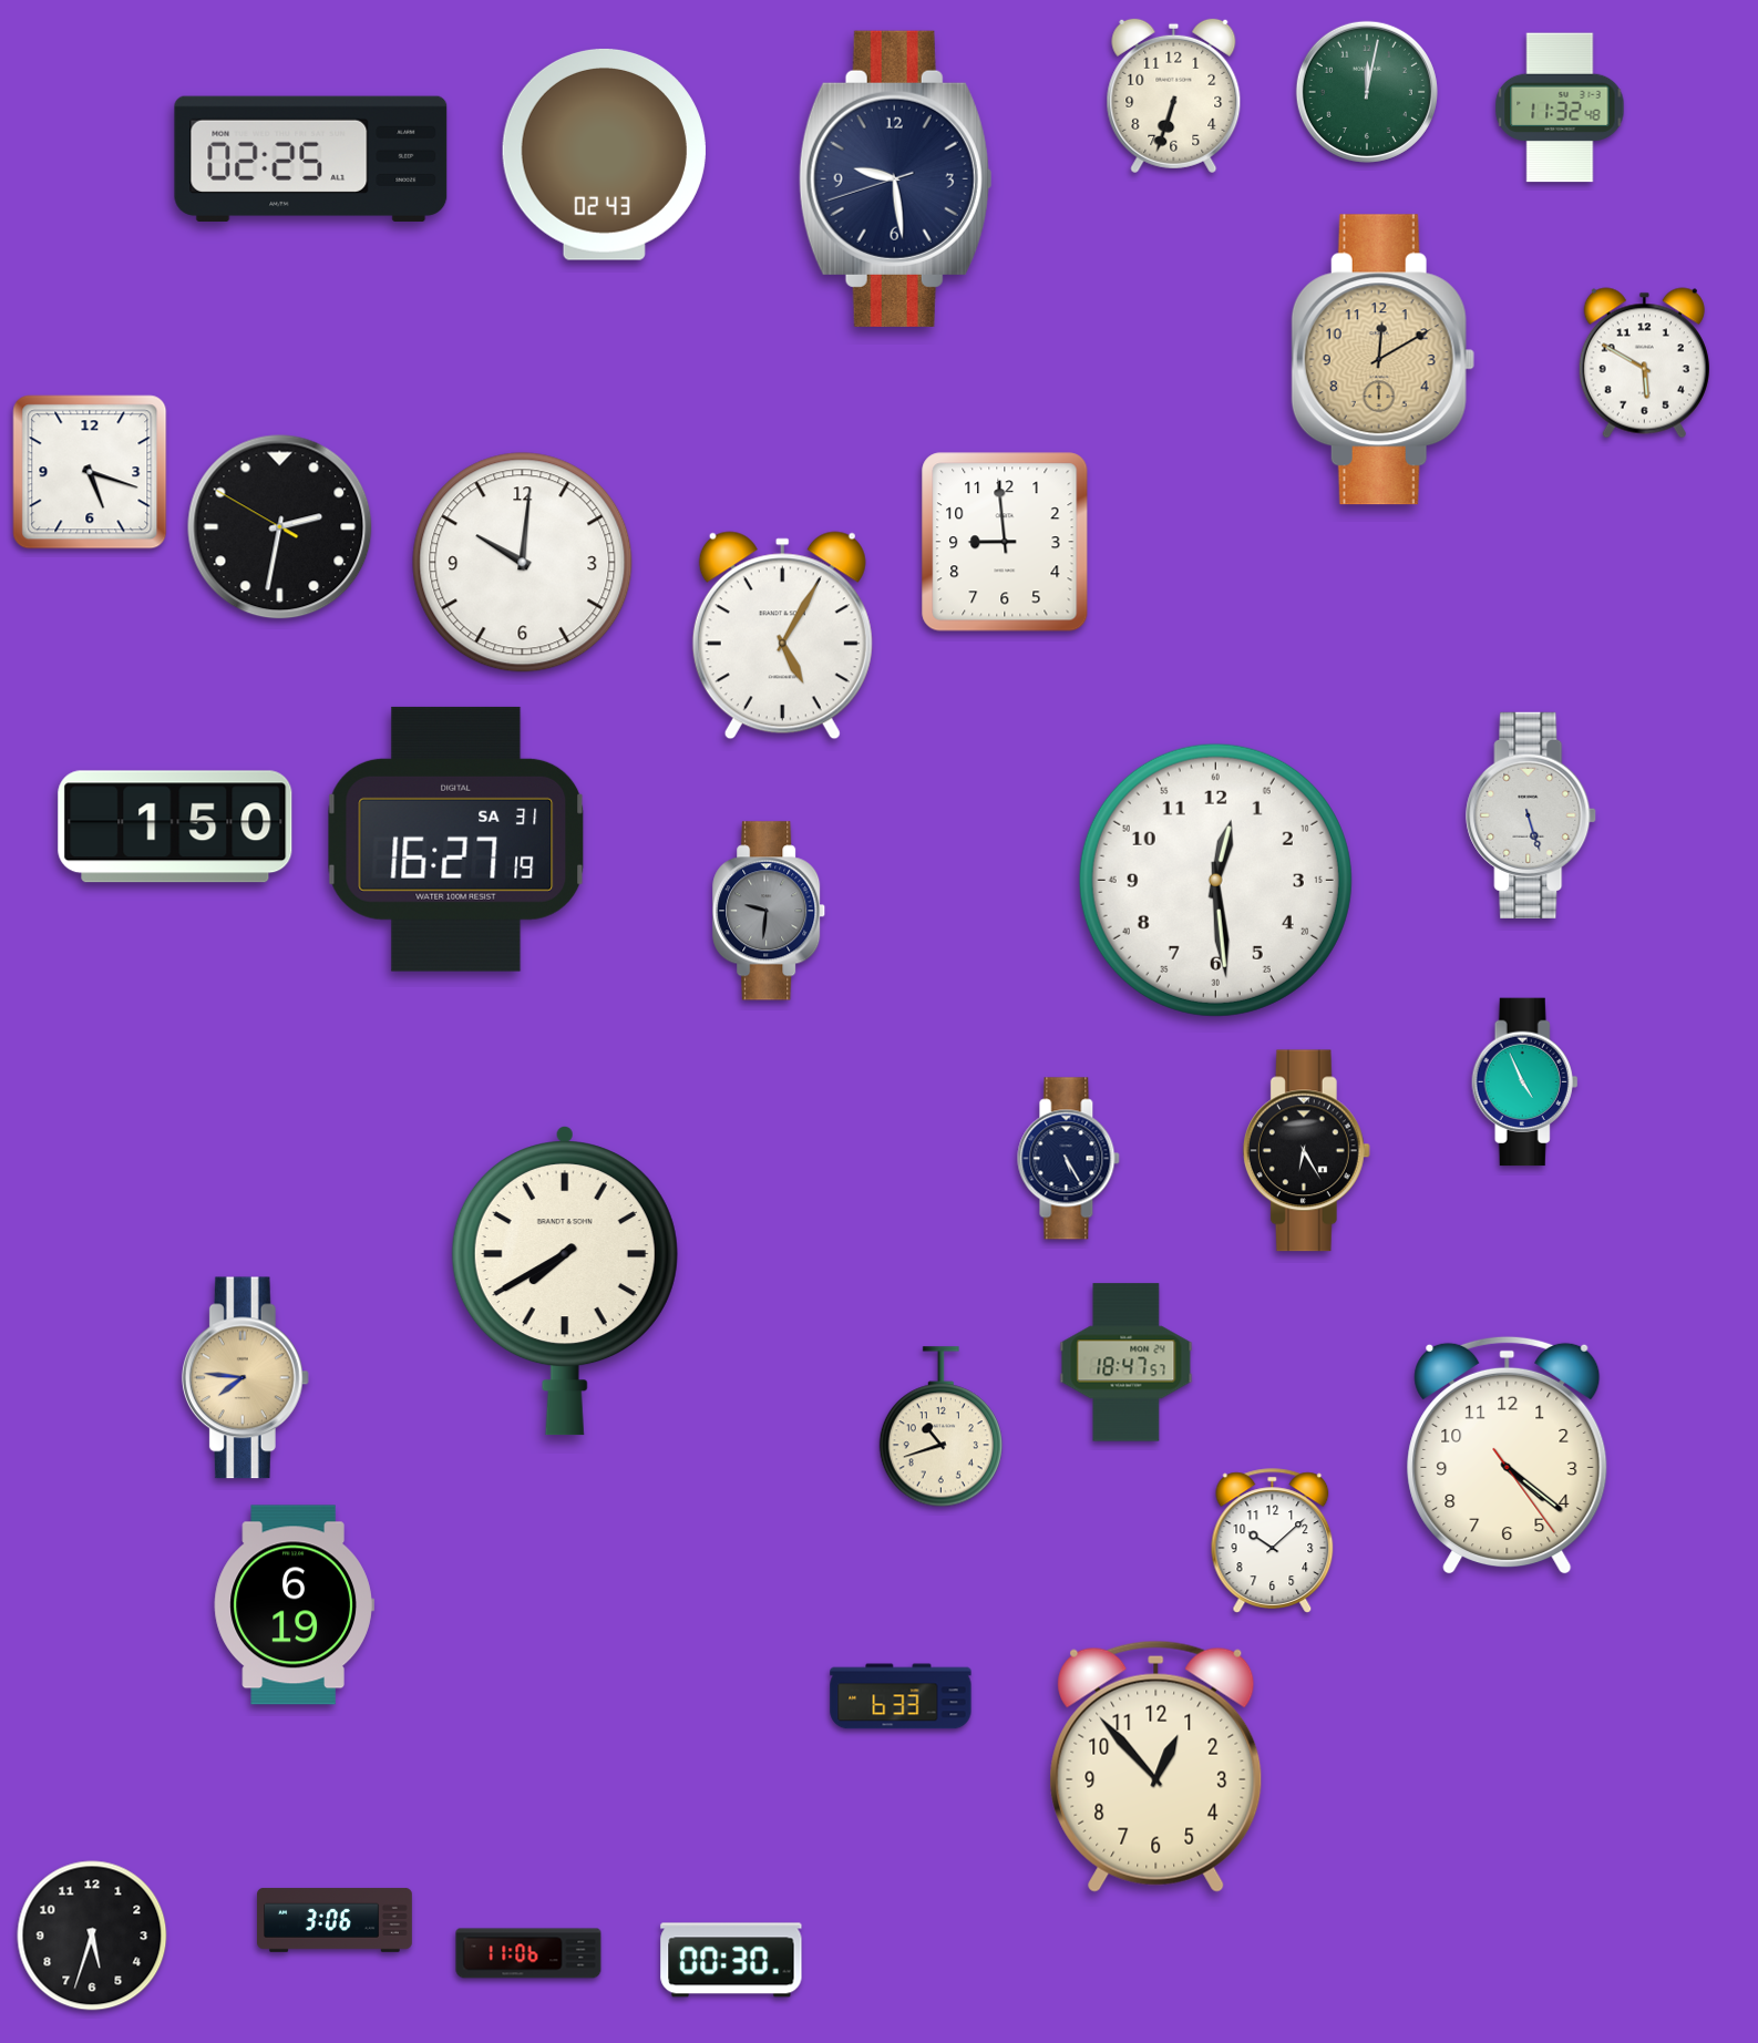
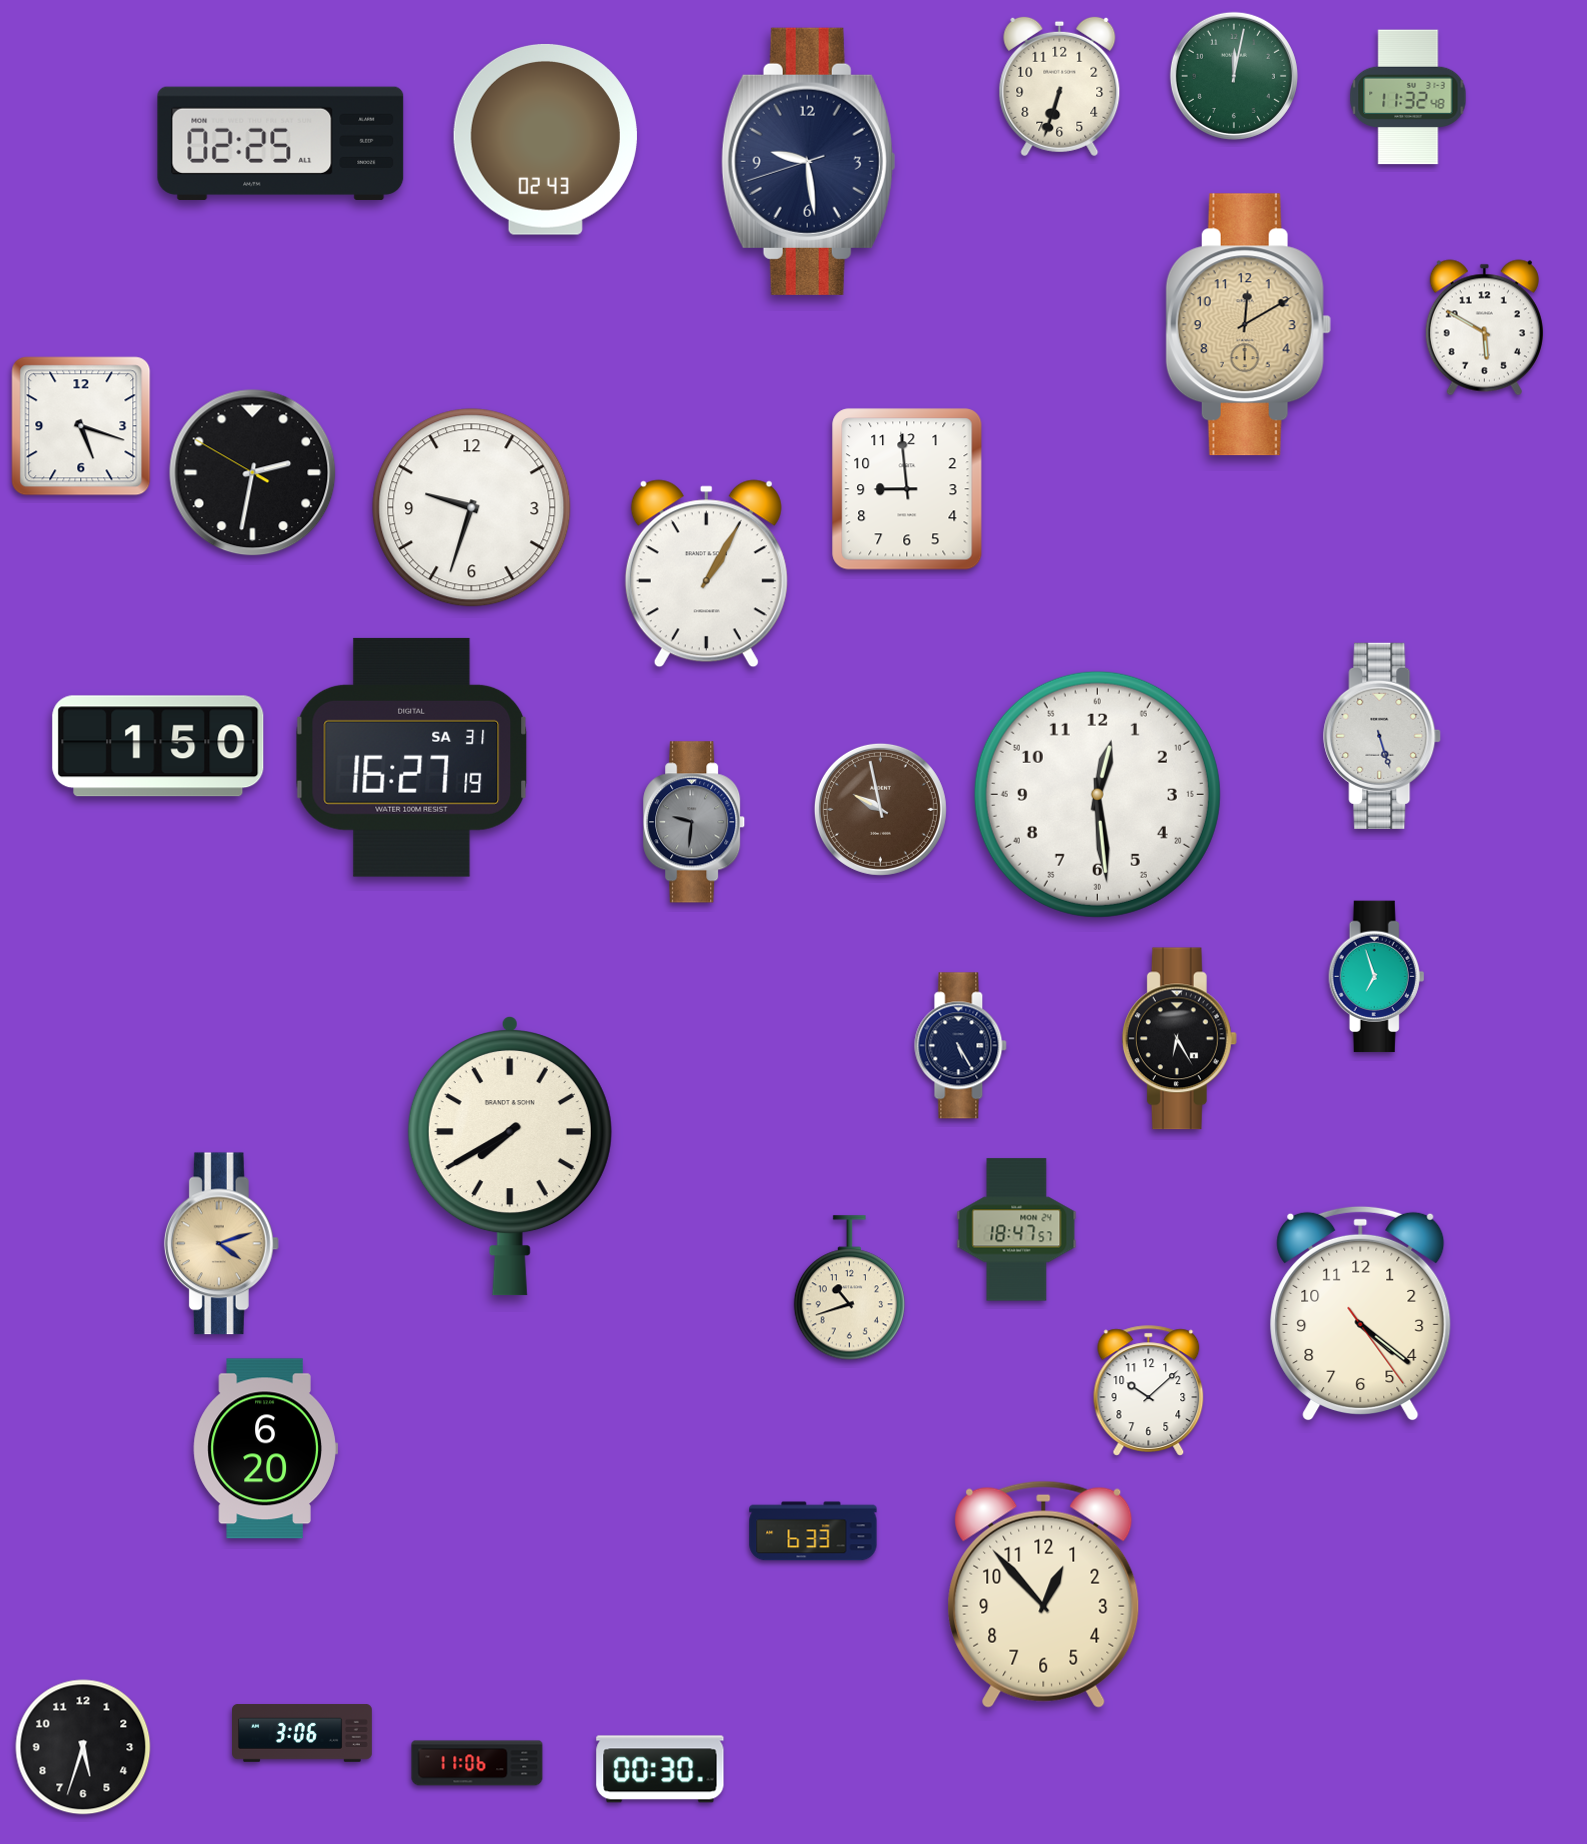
clock at (1367, 92) position: (1367, 92) -> (1234, 76)
clock at (280, 527) position: (280, 527) -> (253, 473)
clock at (523, 563): 10:01 -> 9:33
clock at (782, 636): 5:05 -> 1:05
clock at (880, 809): none -> 9:58
clock at (1525, 1082): 4:56 -> 6:57
clock at (1069, 1159) position: (1069, 1159) -> (961, 1046)
clock at (245, 1378): 7:46 -> 4:12
clock at (294, 1605): 6:19 -> 6:20
